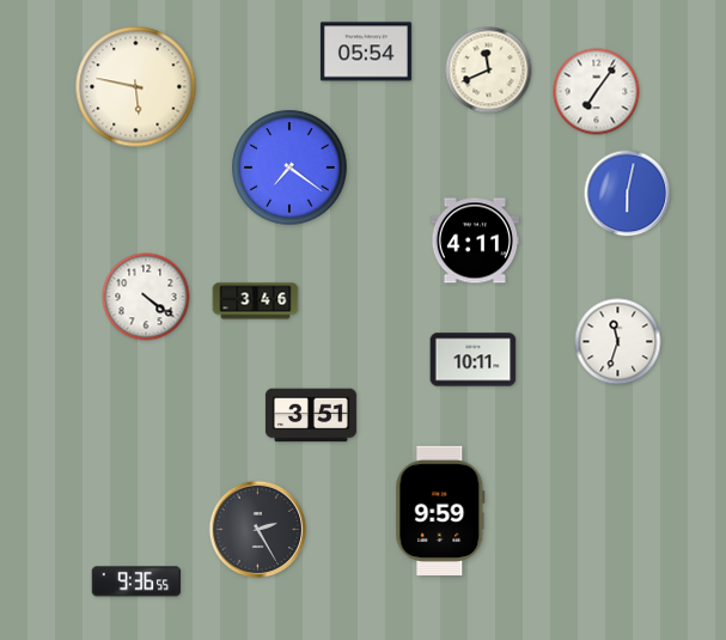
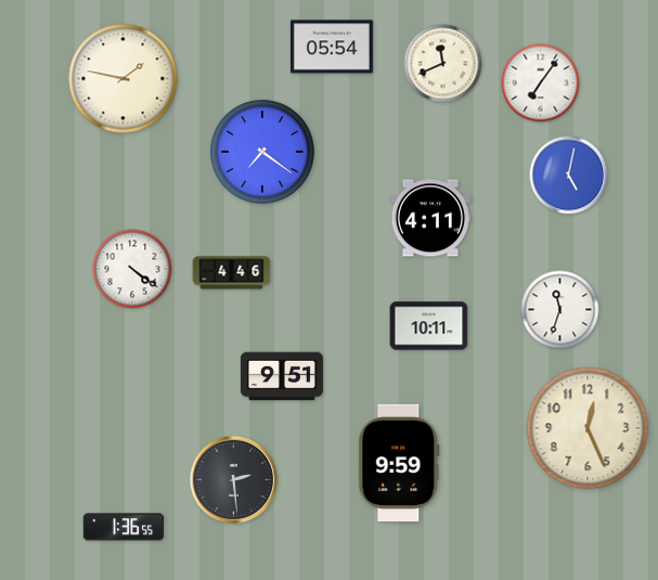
clock at (136, 87): 5:47 -> 1:47
clock at (628, 194): 6:02 -> 5:02
clock at (256, 301): 3:46 -> 4:46
clock at (311, 415): 3:51 -> 9:51
clock at (588, 428): none -> 12:26
clock at (258, 530): 2:25 -> 2:29
clock at (135, 581): 9:36 -> 1:36
